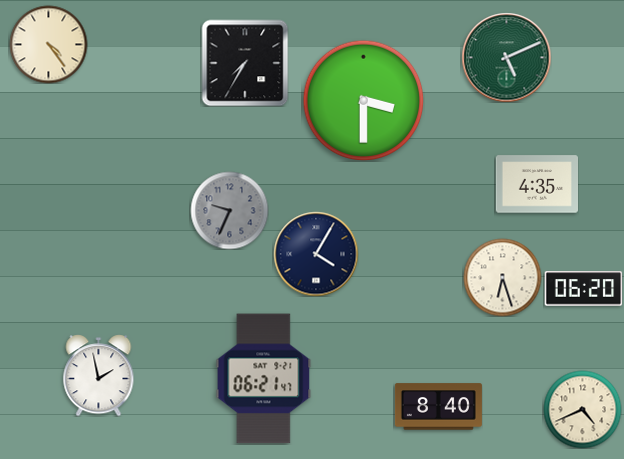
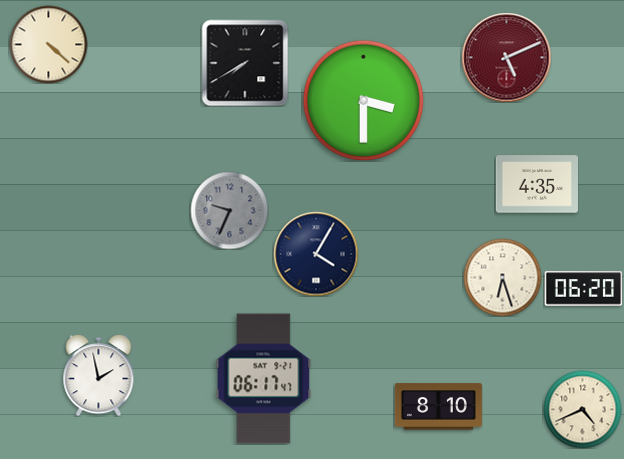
clock at (48, 44): 4:24 -> 4:22
clock at (506, 57) dial: green -> burgundy
clock at (245, 63): 7:35 -> 7:40
clock at (264, 379): 06:21 -> 06:17
clock at (438, 407): 8:40 -> 8:10
